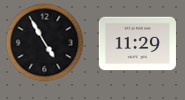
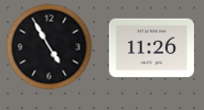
clock at (137, 44): 11:29 -> 11:26
